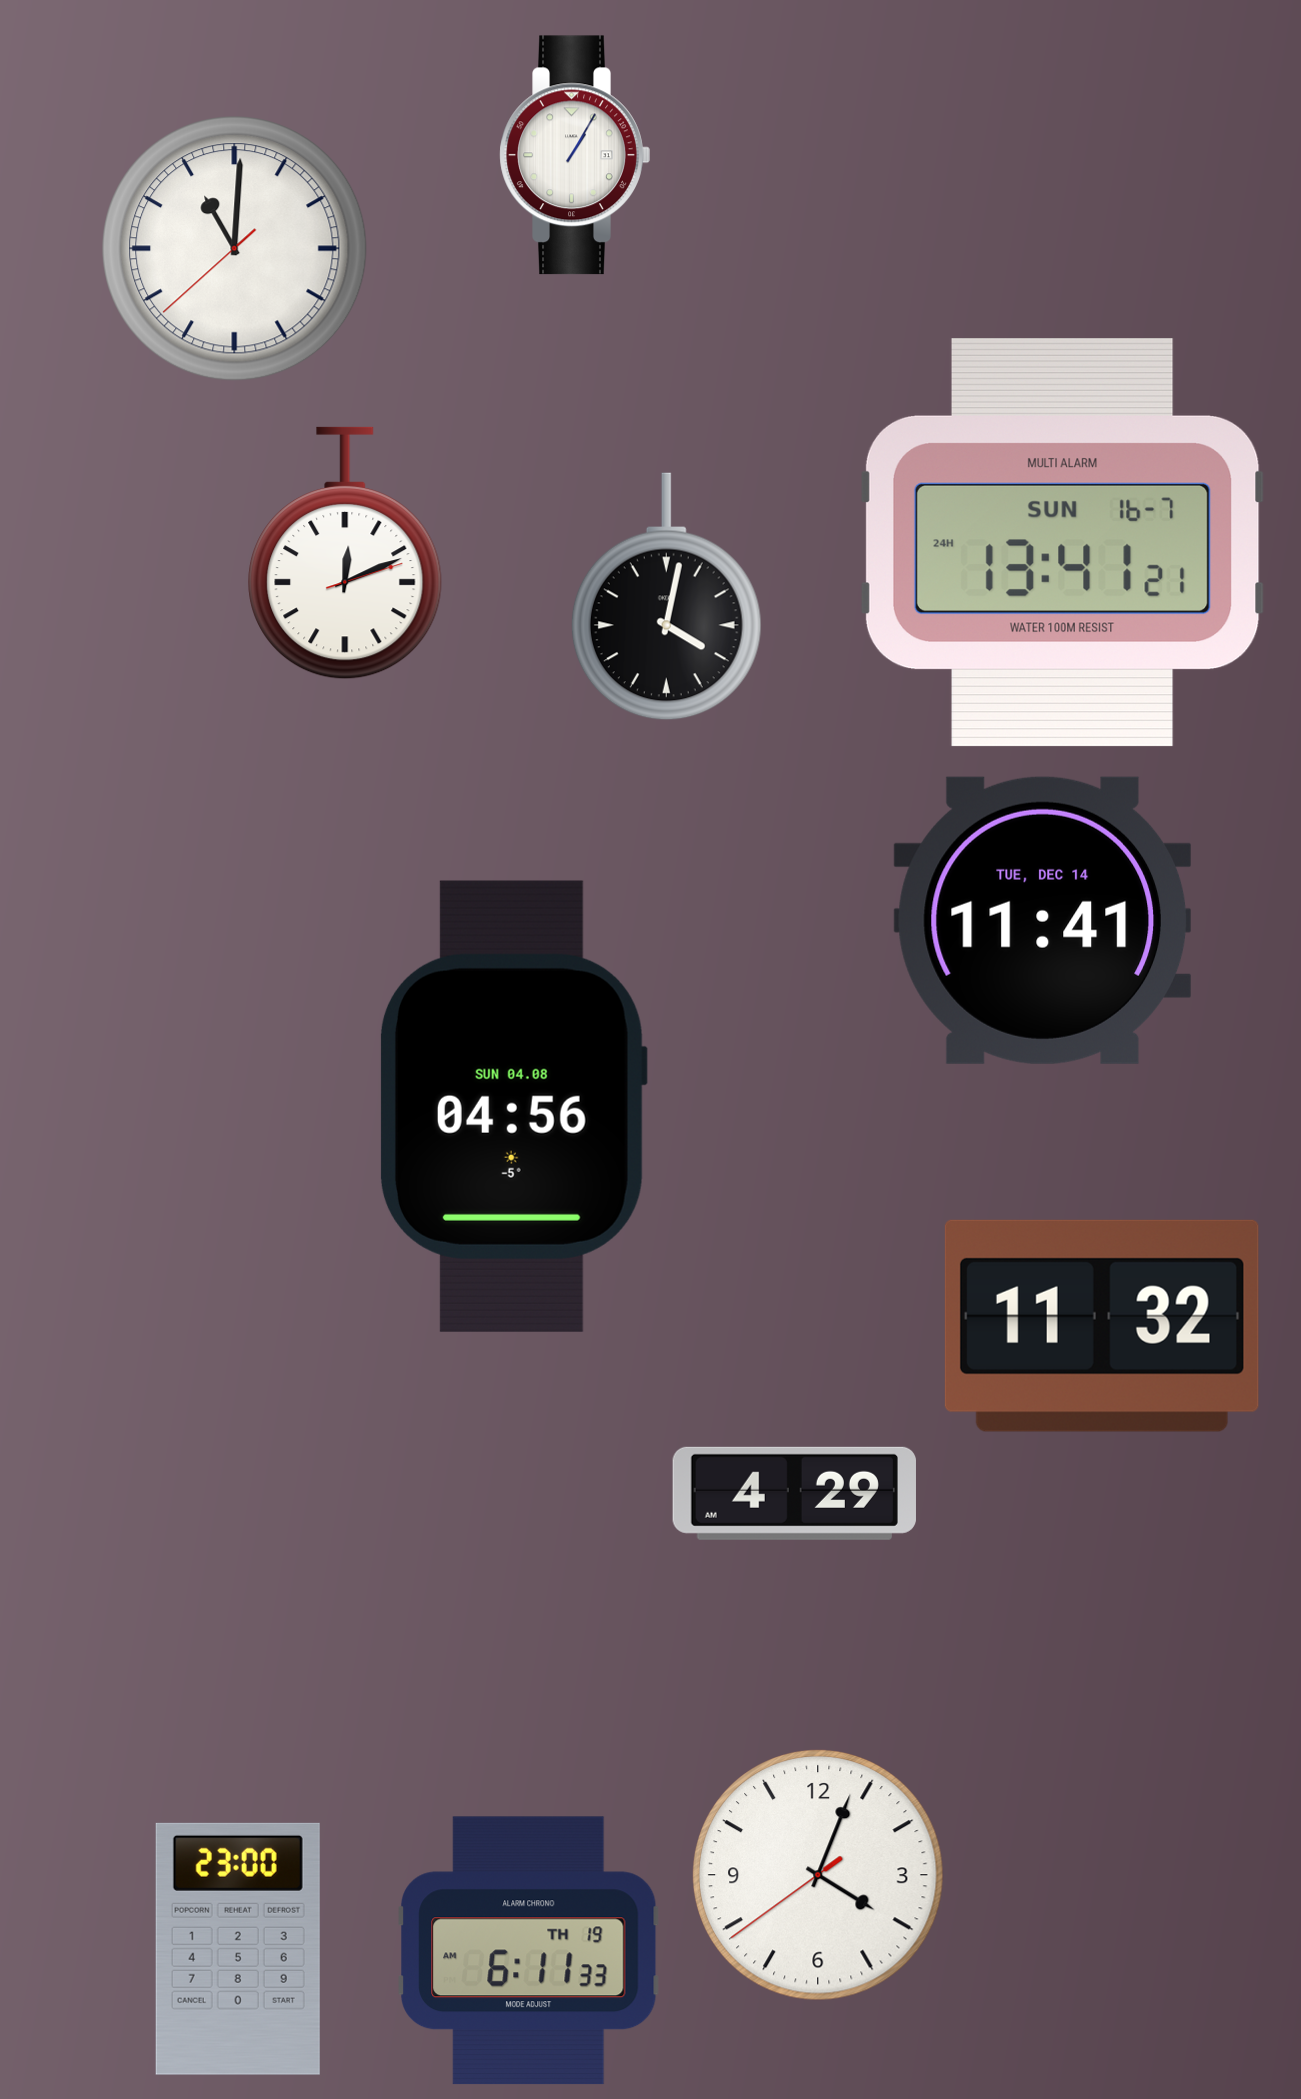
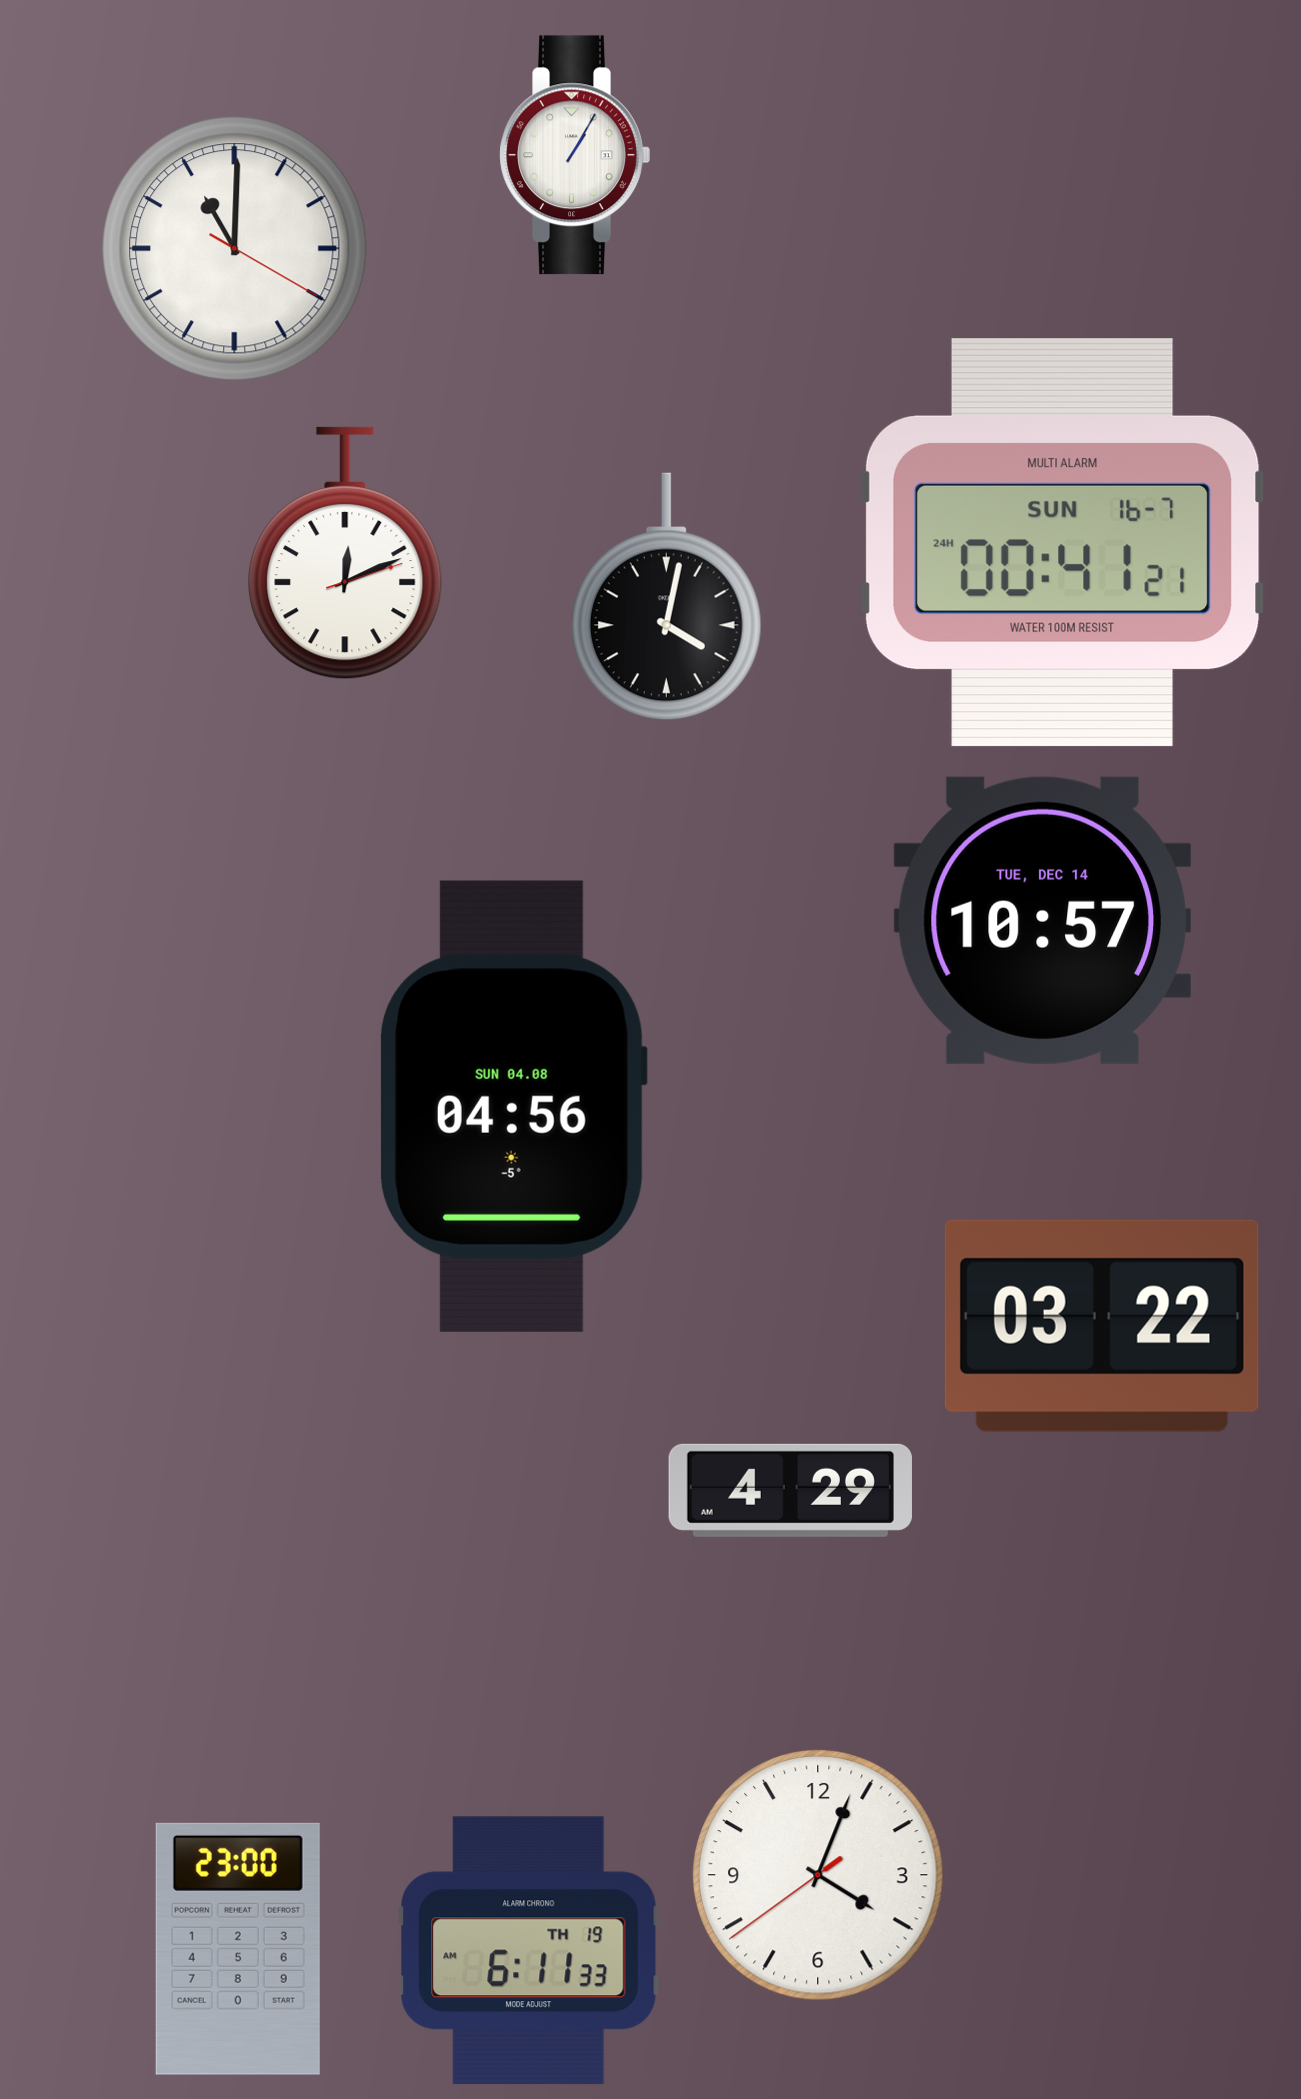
clock at (235, 249): 11:00:38 -> 11:00:20
clock at (1062, 542): 13:41 -> 00:41
clock at (1042, 920): 11:41 -> 10:57
clock at (1102, 1326): 11:32 -> 03:22
clock at (794, 1493) position: (794, 1493) -> (790, 1490)
